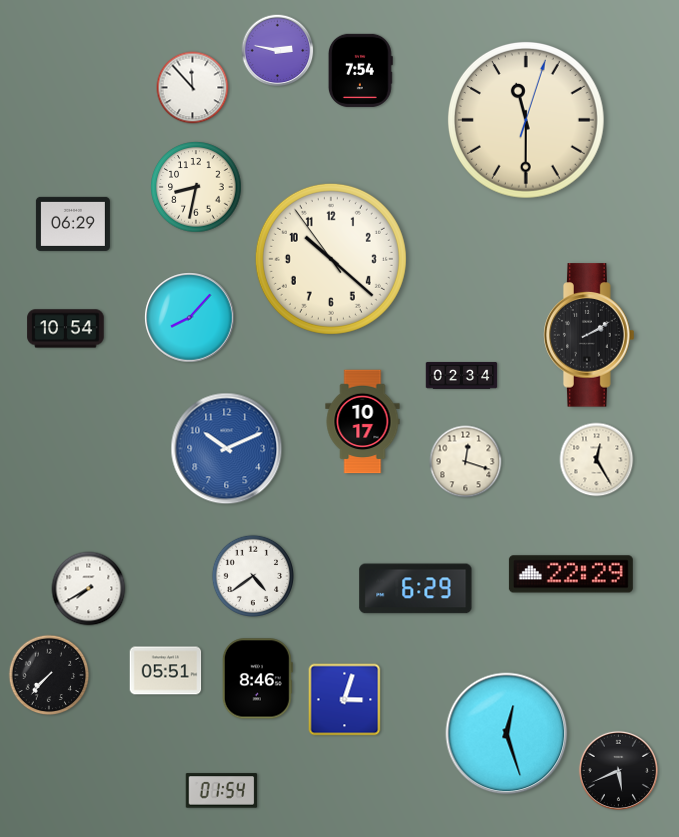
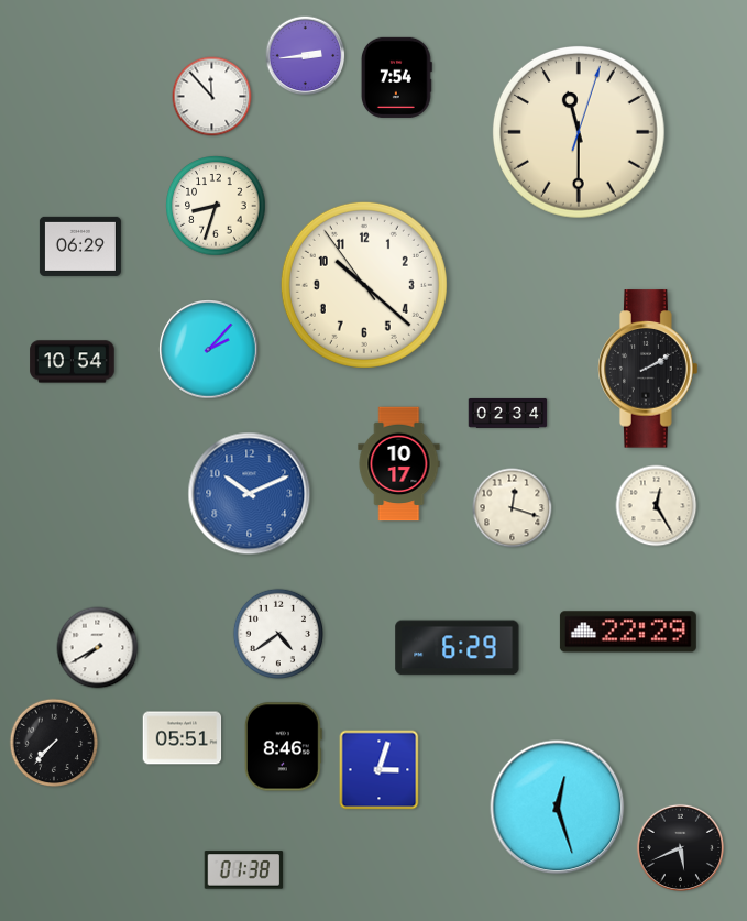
clock at (278, 51): 2:47 -> 2:44
clock at (196, 187): 8:32 -> 8:33
clock at (190, 318): 8:07 -> 2:07
clock at (222, 791): 01:54 -> 01:38
